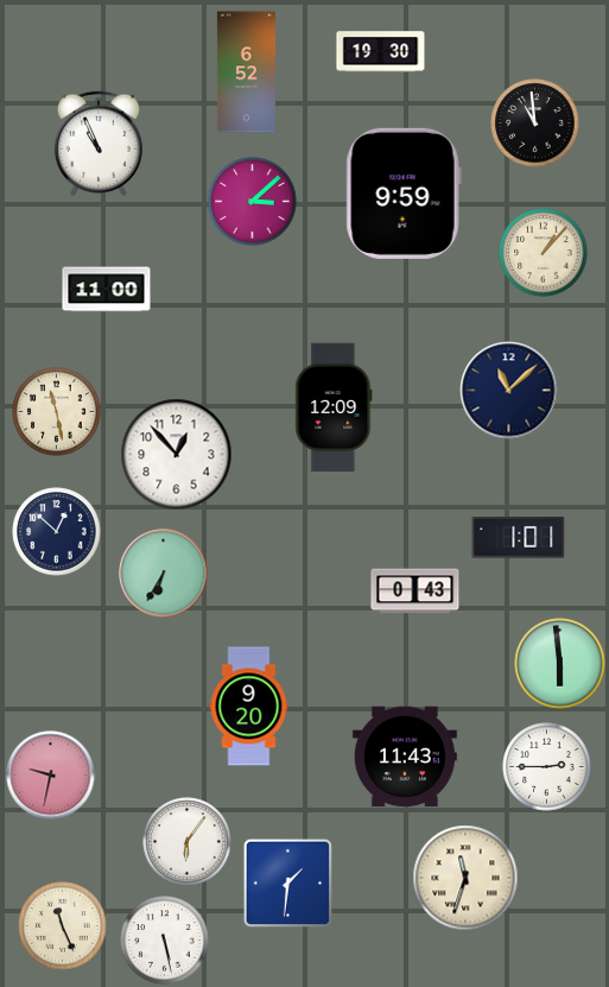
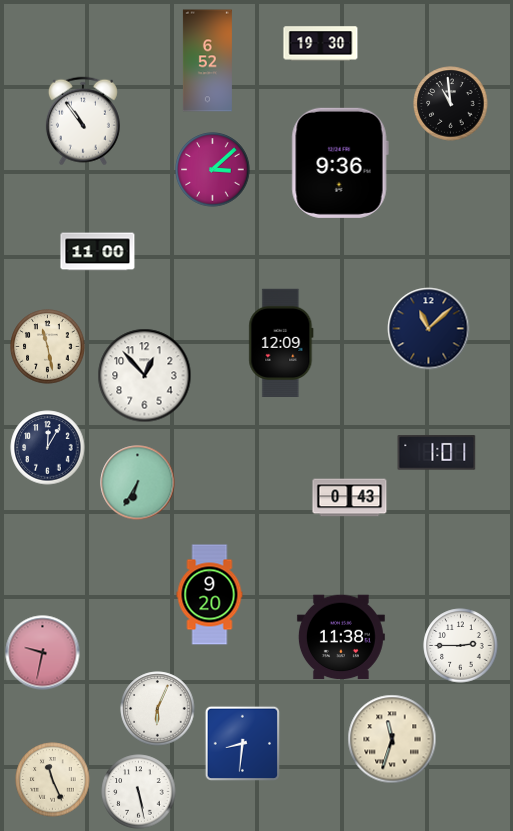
clock at (99, 144): 10:56 -> 10:54
clock at (404, 194): 9:59 -> 9:36
clock at (544, 253): 1:07 -> none
clock at (107, 290) position: (107, 290) -> (98, 252)
clock at (177, 455) position: (177, 455) -> (145, 376)
clock at (57, 532): 12:52 -> 12:05
clock at (560, 664): 5:59 -> none
clock at (405, 757): 11:43 -> 11:38
clock at (188, 842): 6:06 -> 6:04
clock at (288, 884): 1:31 -> 8:31
